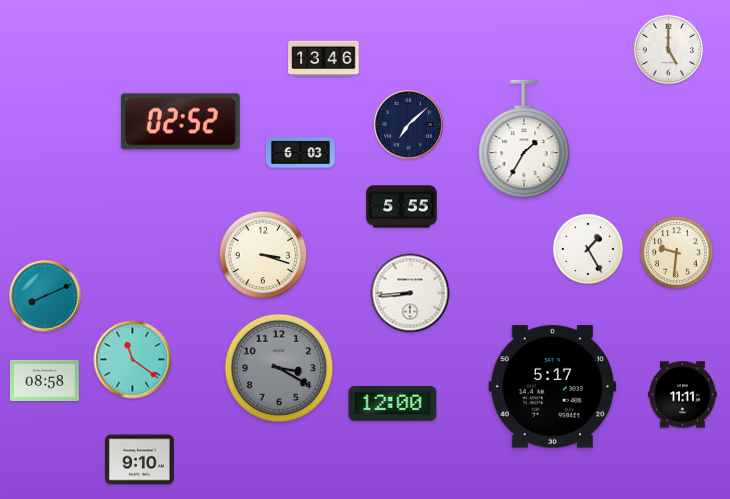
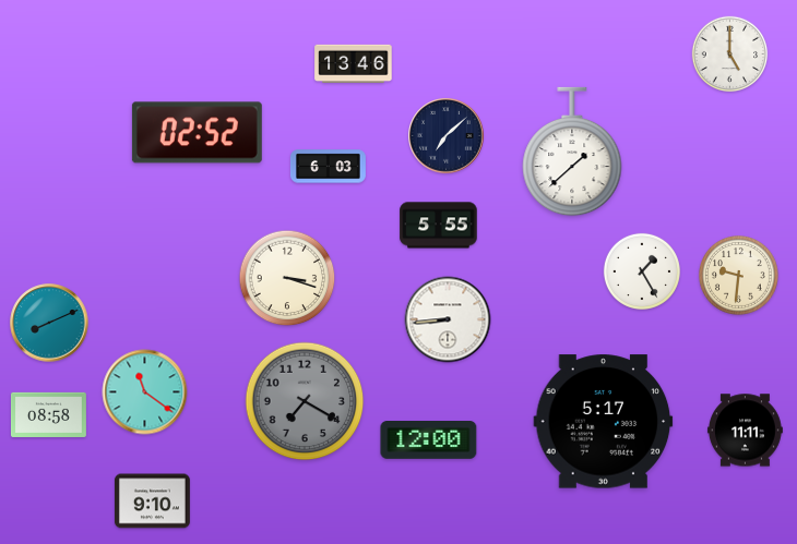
clock at (524, 139): 1:35 -> 1:38
clock at (279, 368): 3:20 -> 7:20
